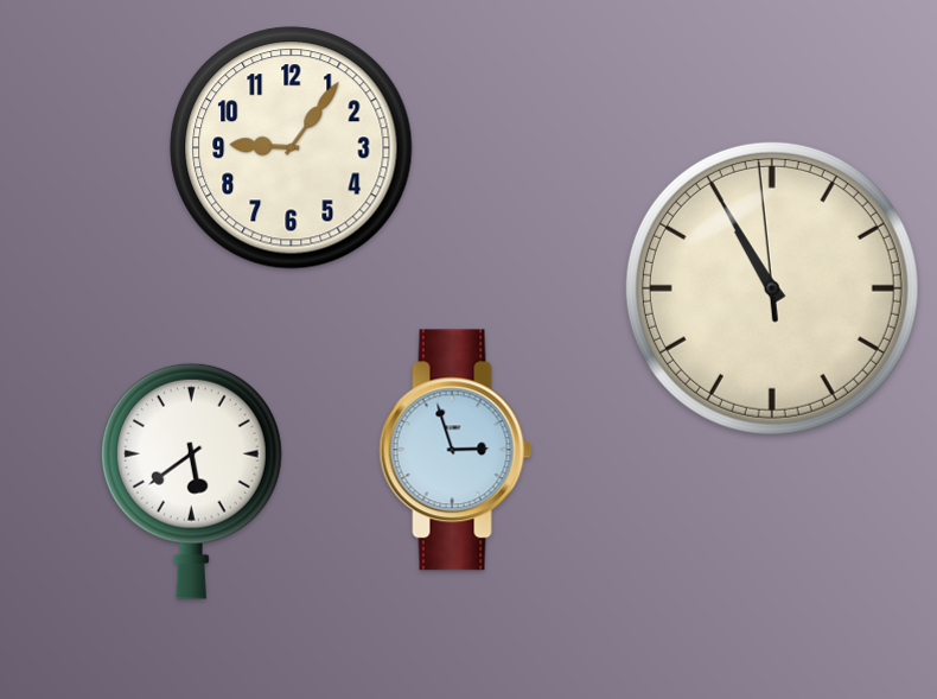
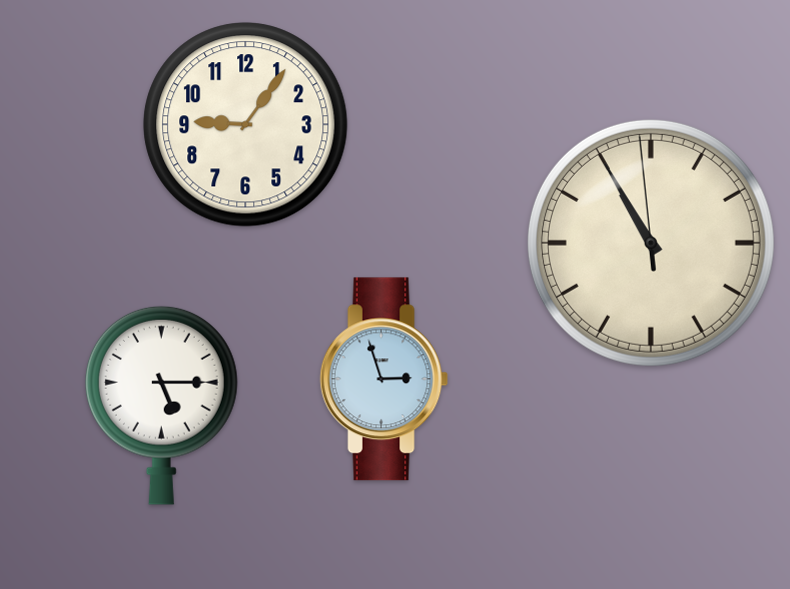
clock at (191, 481): 5:39 -> 5:15
